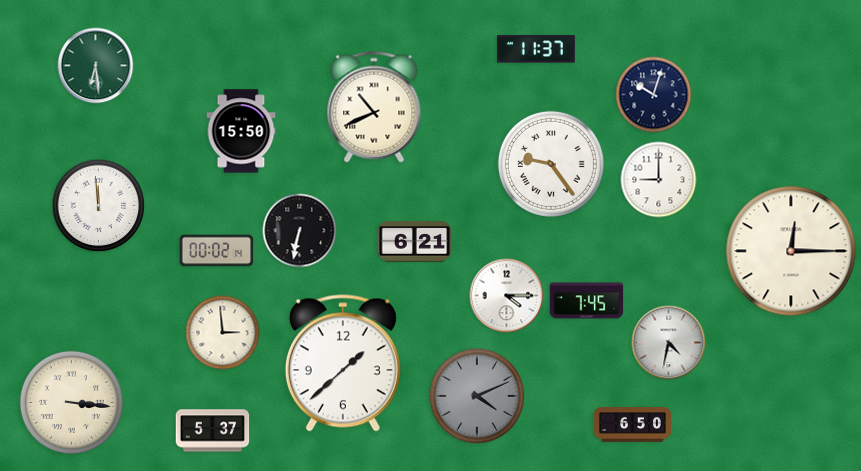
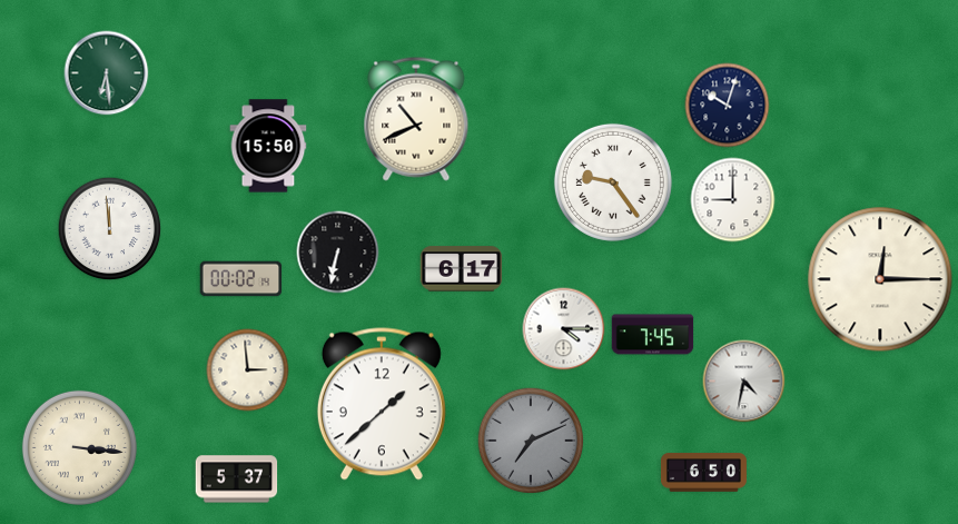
clock at (536, 49): 11:37 -> none
clock at (300, 231) position: (300, 231) -> (338, 253)
clock at (415, 242): 6:21 -> 6:17
clock at (477, 396): 4:11 -> 7:11
